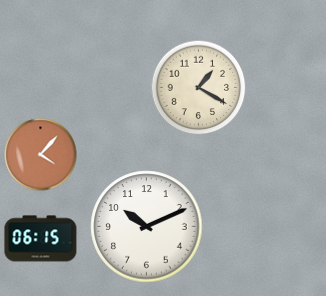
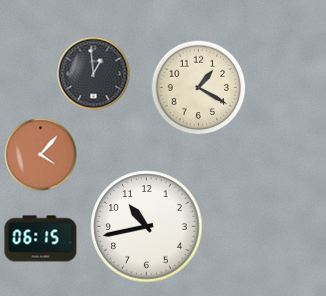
clock at (94, 74): none -> 12:59
clock at (147, 227): 10:11 -> 10:43
